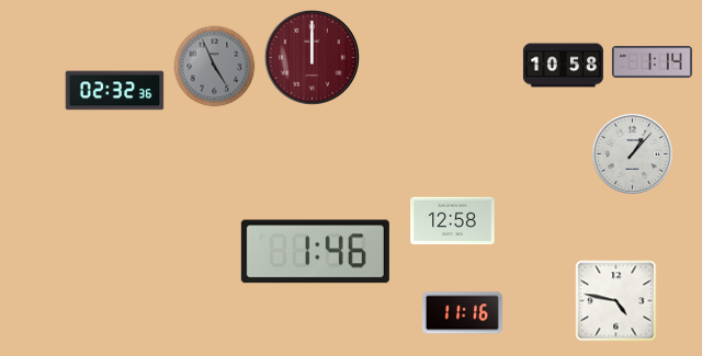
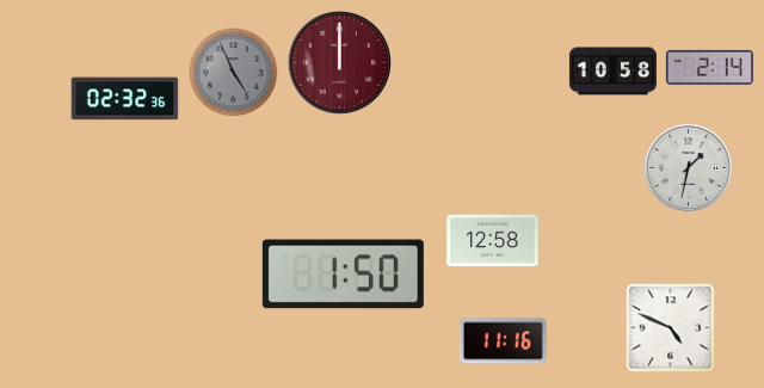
clock at (652, 61): 1:14 -> 2:14
clock at (632, 153): 1:07 -> 1:32
clock at (315, 252): 1:46 -> 1:50
clock at (616, 301): 4:47 -> 4:49
